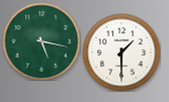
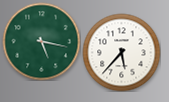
clock at (121, 52): 1:30 -> 5:37
